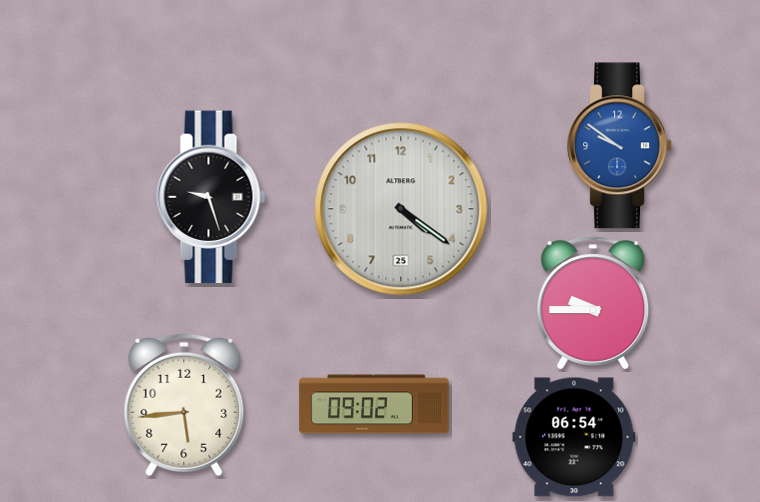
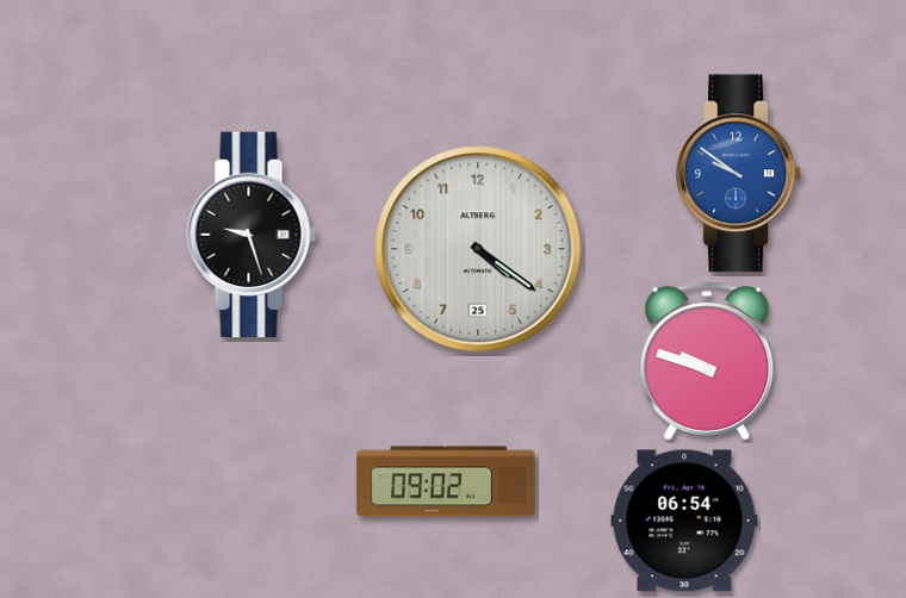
clock at (593, 303): 9:45 -> 9:48
clock at (184, 405): 5:44 -> none
